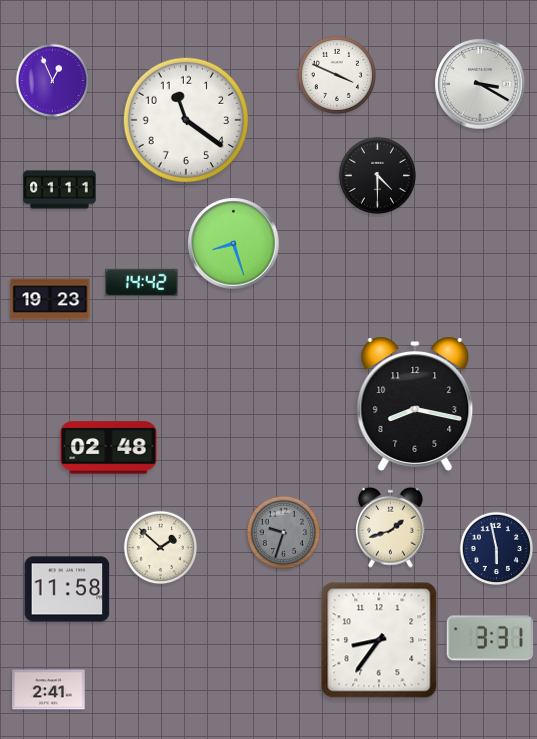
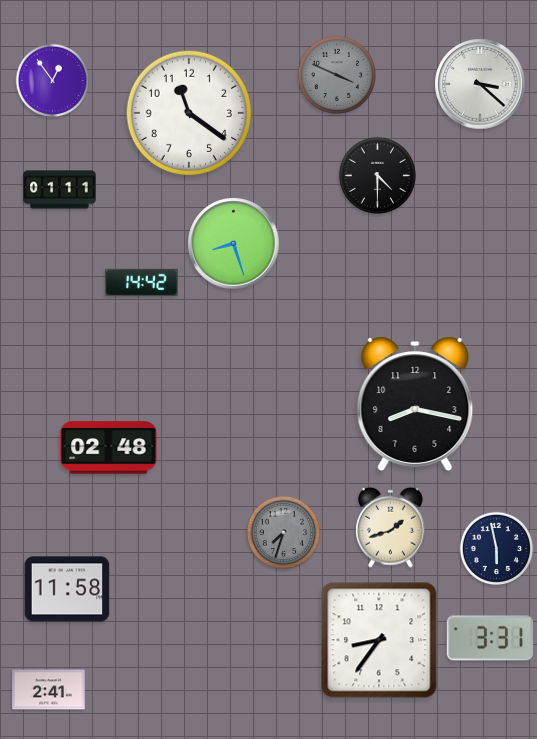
clock at (337, 75) dial: white -> grey
clock at (53, 81): 12:56 -> 12:54
clock at (480, 84): 3:20 -> 3:22
clock at (186, 120) position: (186, 120) -> (189, 113)
clock at (50, 299): 19:23 -> none
clock at (284, 533): 9:33 -> 7:33
clock at (161, 548): 1:52 -> none
